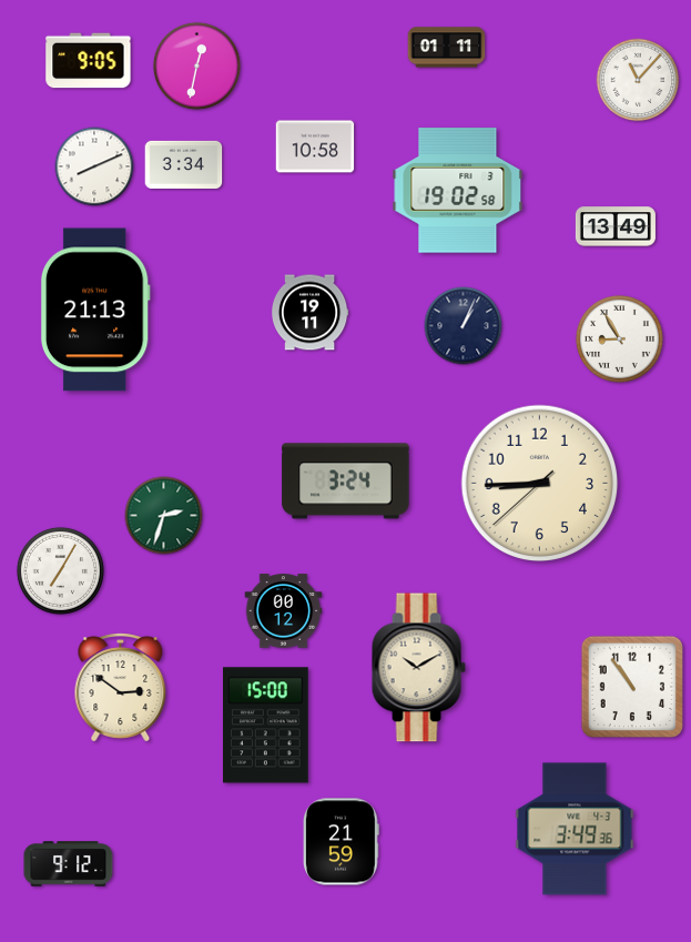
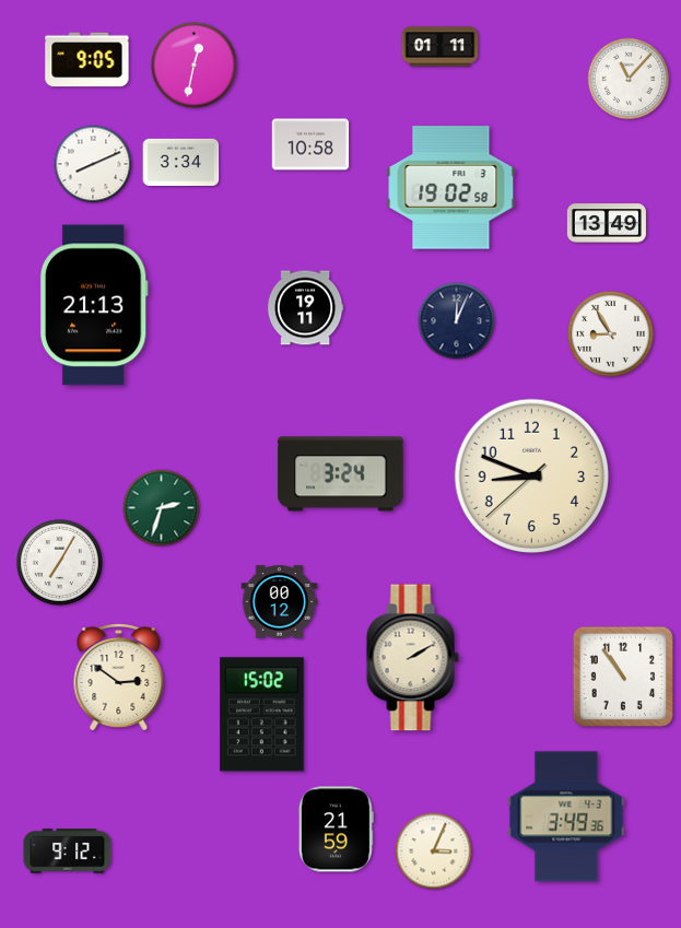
clock at (464, 326): 1:04 -> 12:04
clock at (540, 484): 8:44 -> 8:48
clock at (418, 668): 10:10 -> 2:10
clock at (266, 726): 15:00 -> 15:02
clock at (434, 851): none -> 3:04
